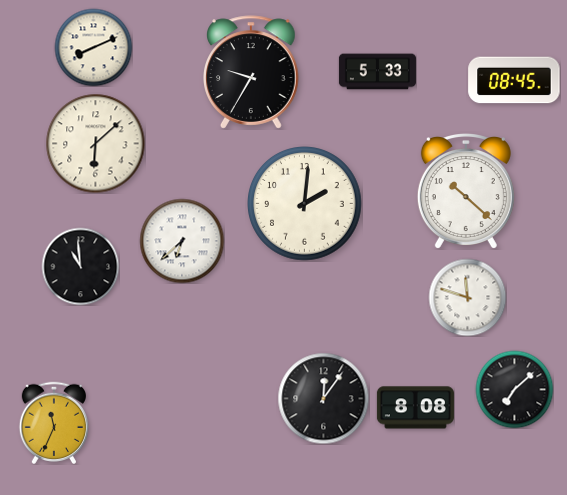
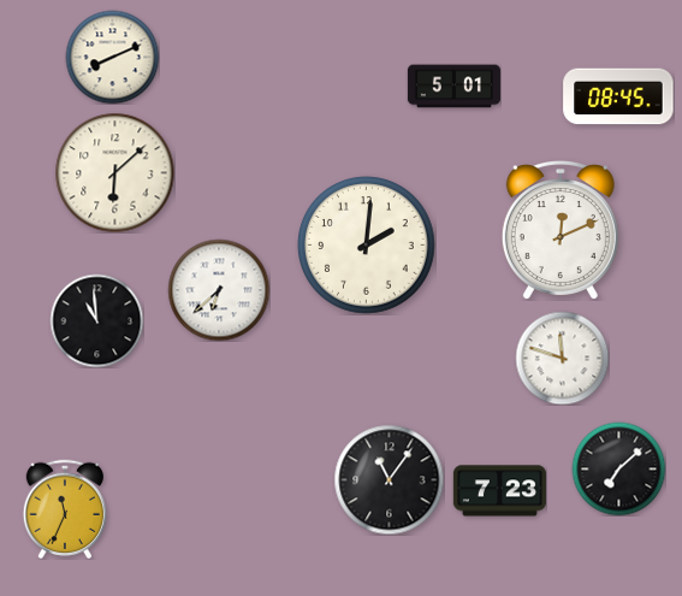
clock at (252, 72): 9:35 -> none
clock at (377, 72): 5:33 -> 5:01
clock at (466, 191): 10:22 -> 12:11
clock at (323, 398): 12:06 -> 11:06
clock at (415, 408): 8:08 -> 7:23
